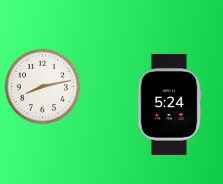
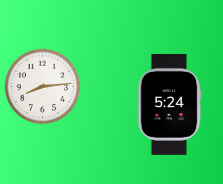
clock at (43, 87): 8:13 -> 8:14
